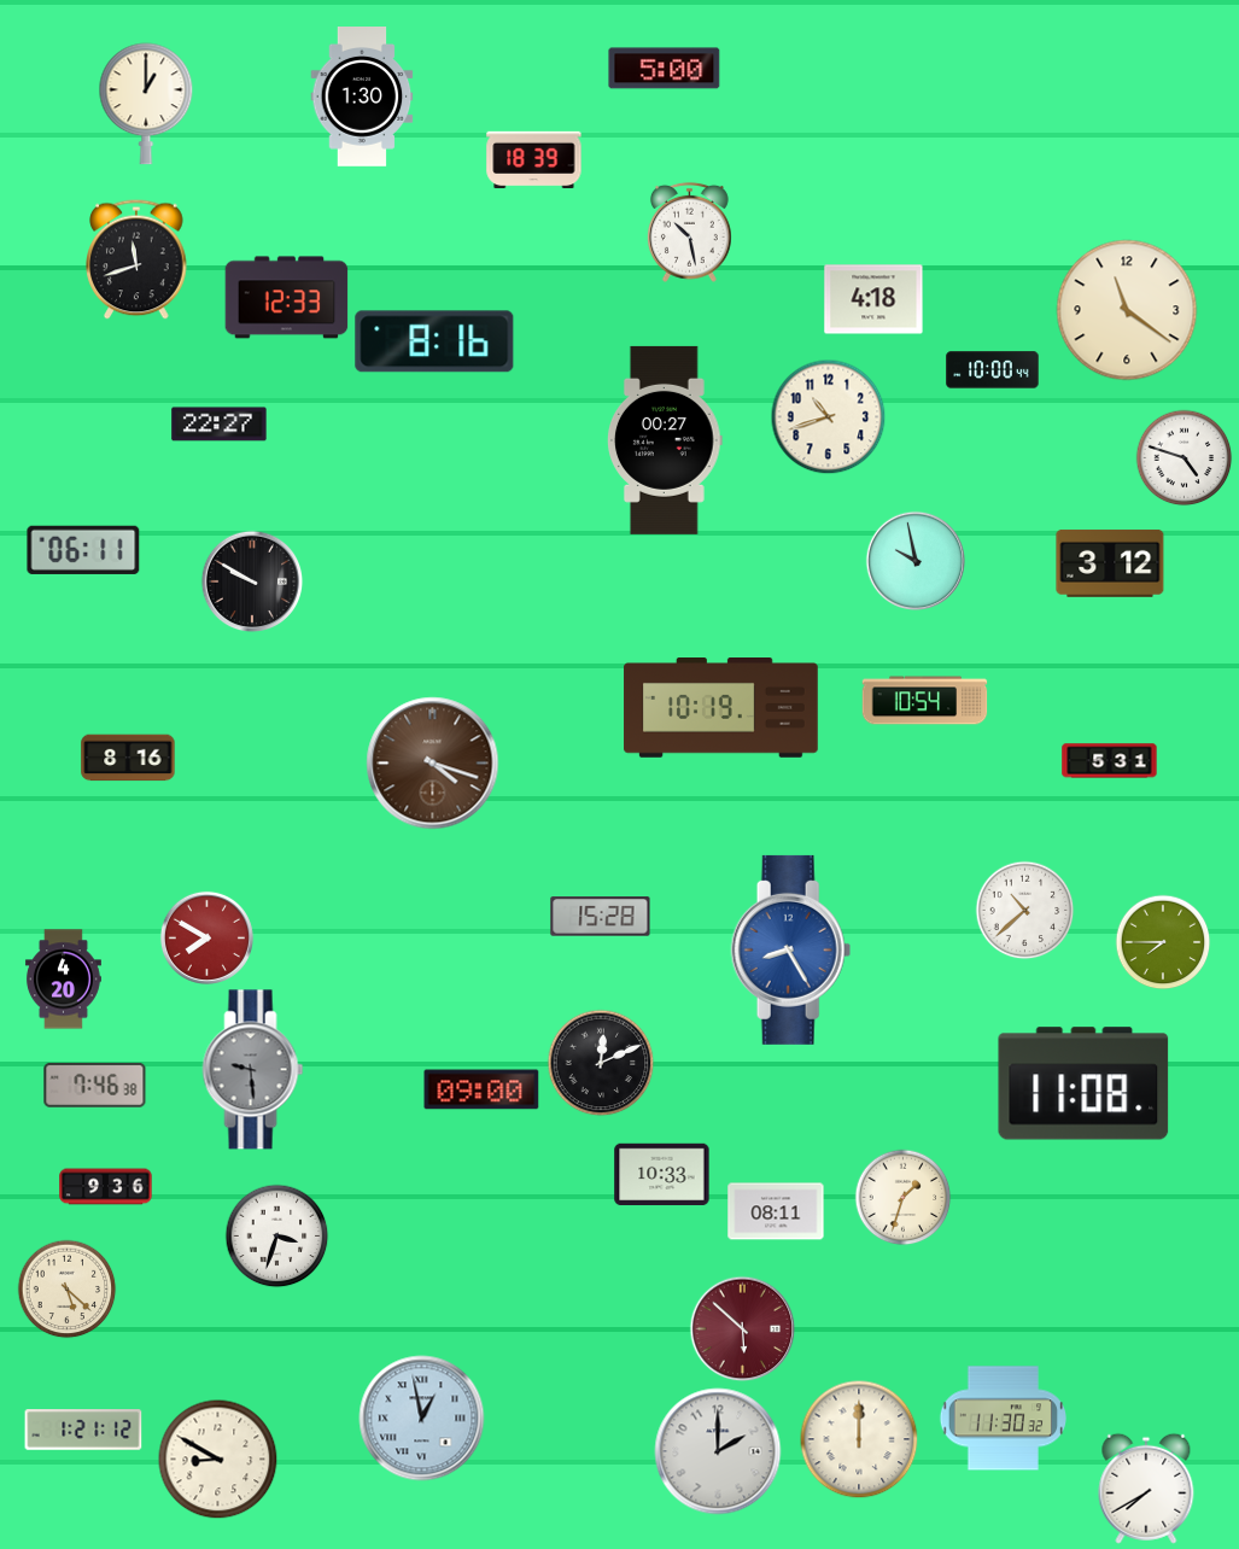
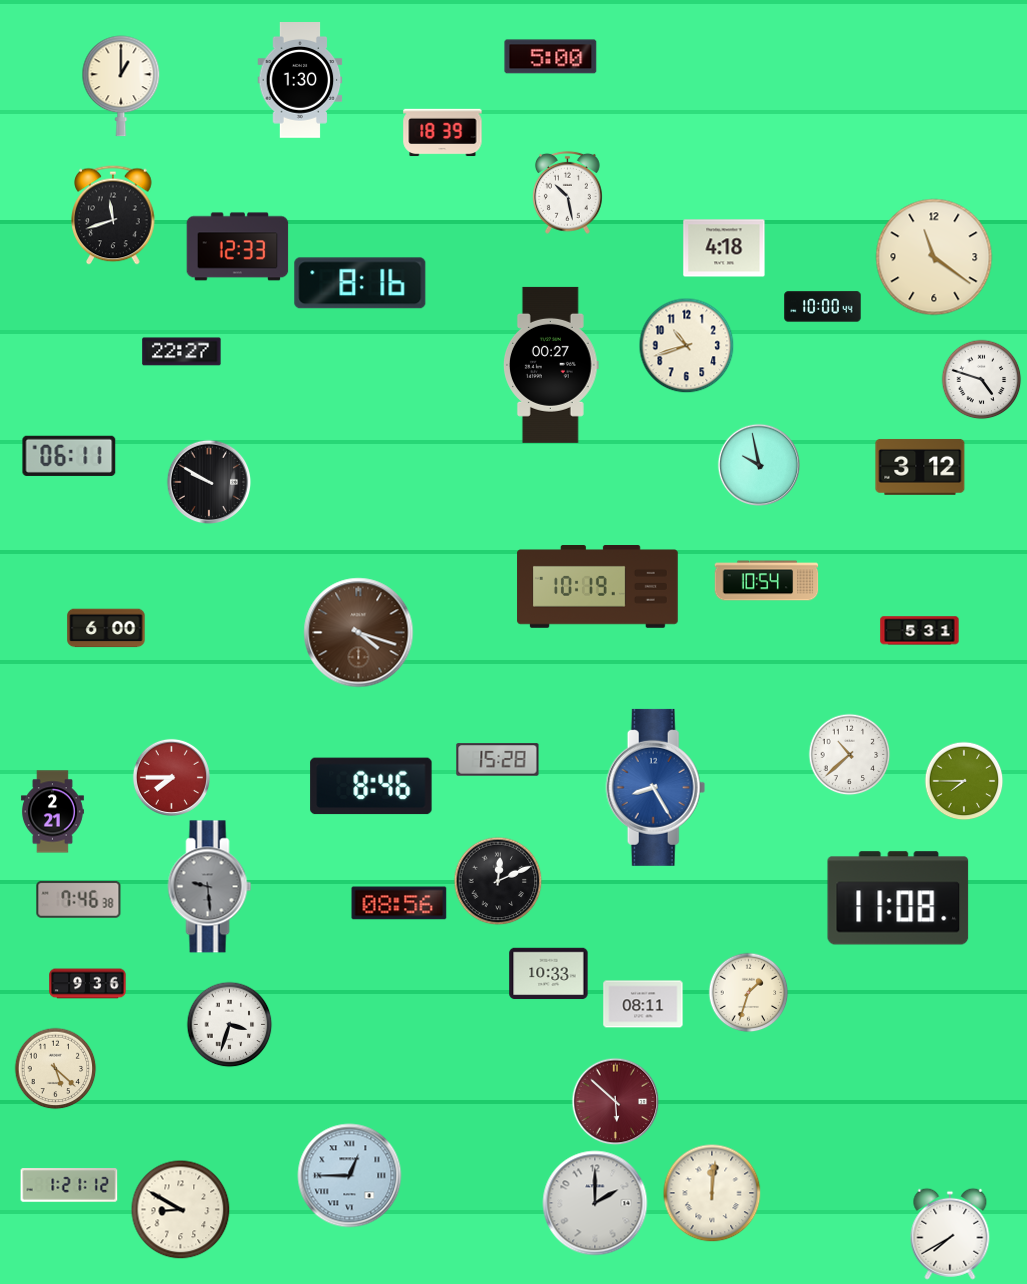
clock at (689, 232) position: (689, 232) -> (567, 192)
clock at (128, 758): 8:16 -> 6:00
clock at (206, 937): 7:50 -> 7:45
clock at (371, 786): none -> 8:46
clock at (63, 980): 4:20 -> 2:21
clock at (481, 1089): 09:00 -> 08:56
clock at (422, 1419): 12:58 -> 12:45
clock at (1003, 1419): 11:30 -> none
clock at (859, 1439): 12:00 -> 12:01
